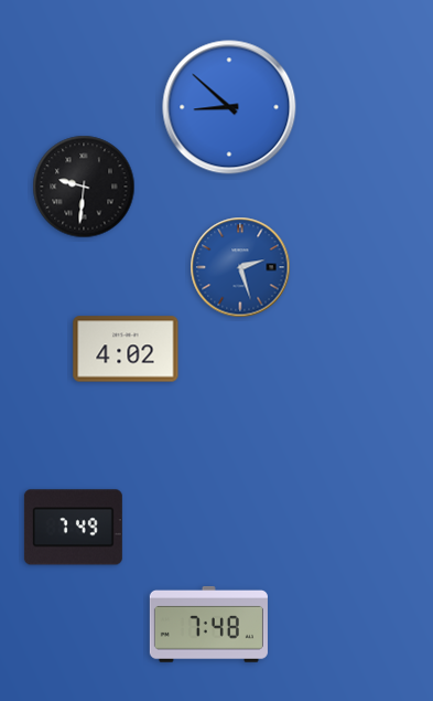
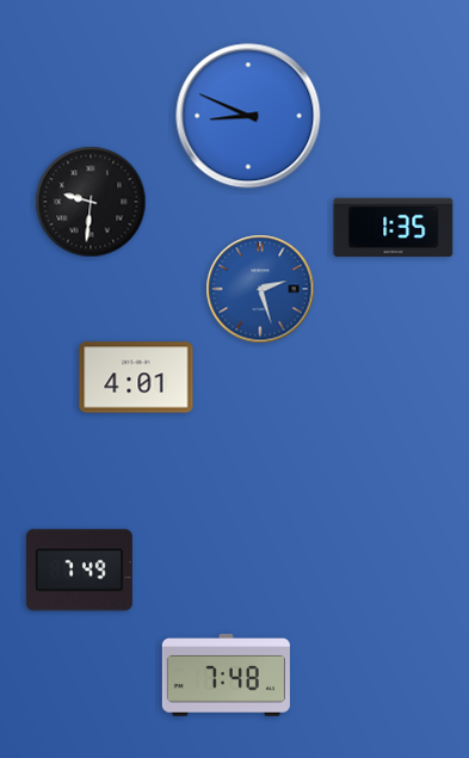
clock at (229, 107): 8:52 -> 8:49
clock at (394, 227): none -> 1:35
clock at (126, 349): 4:02 -> 4:01
